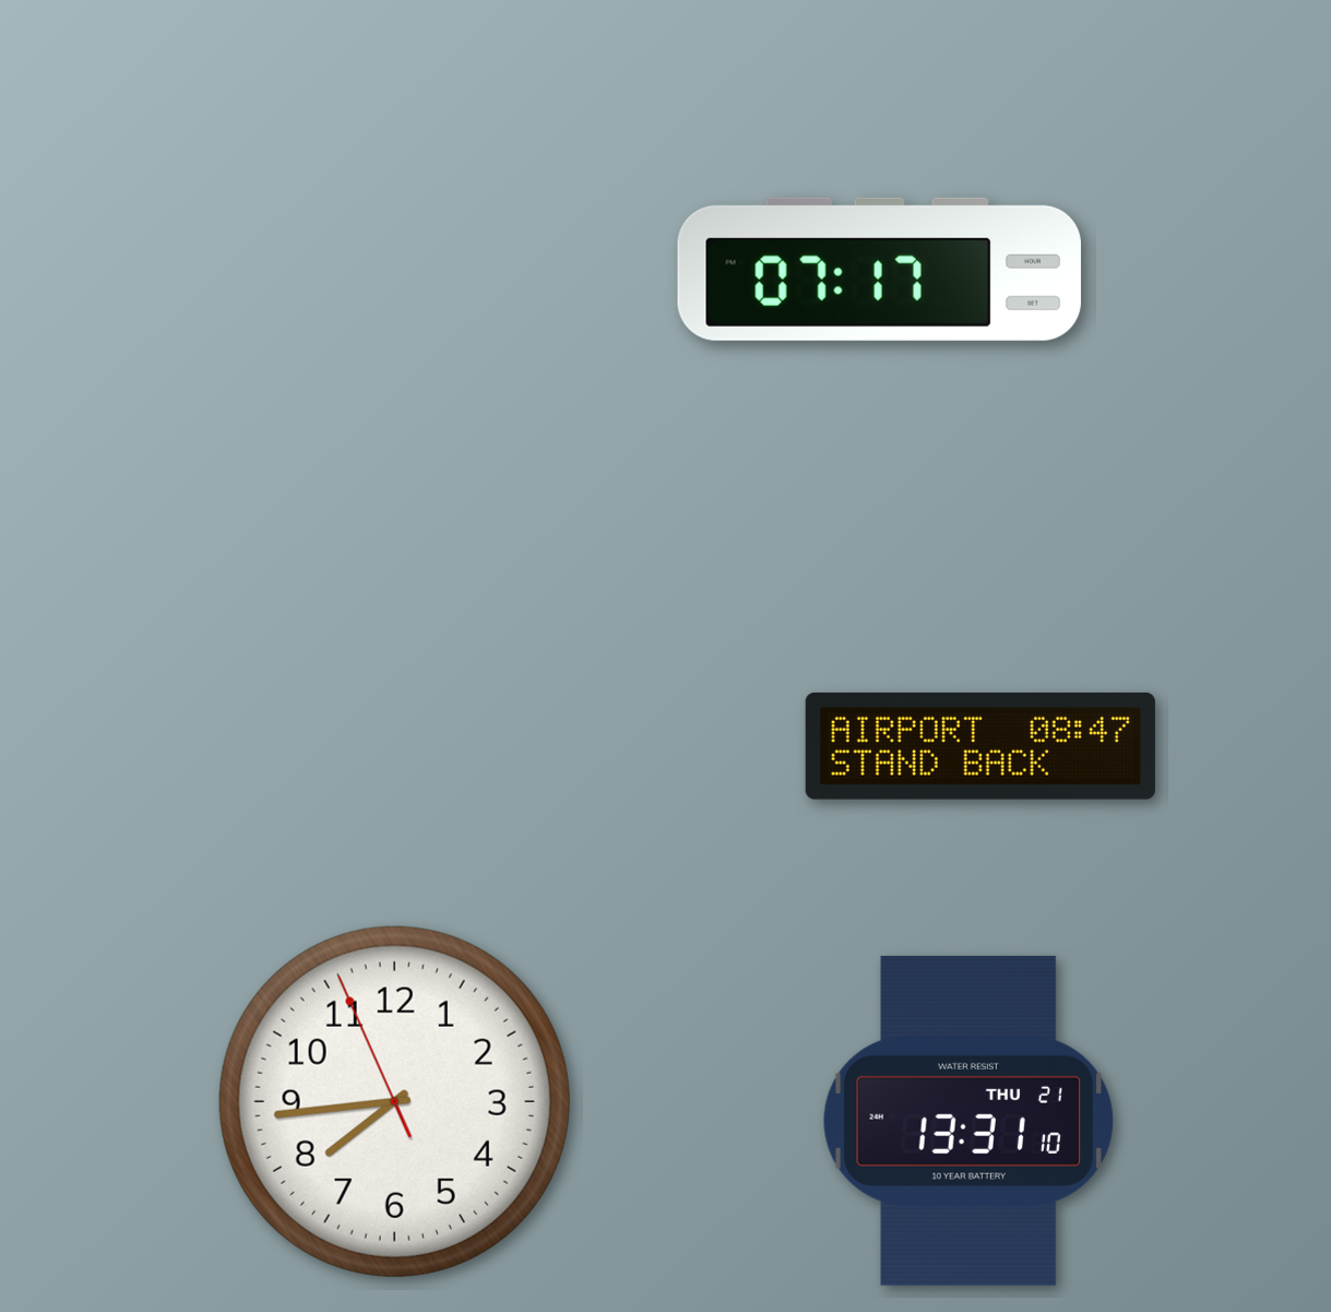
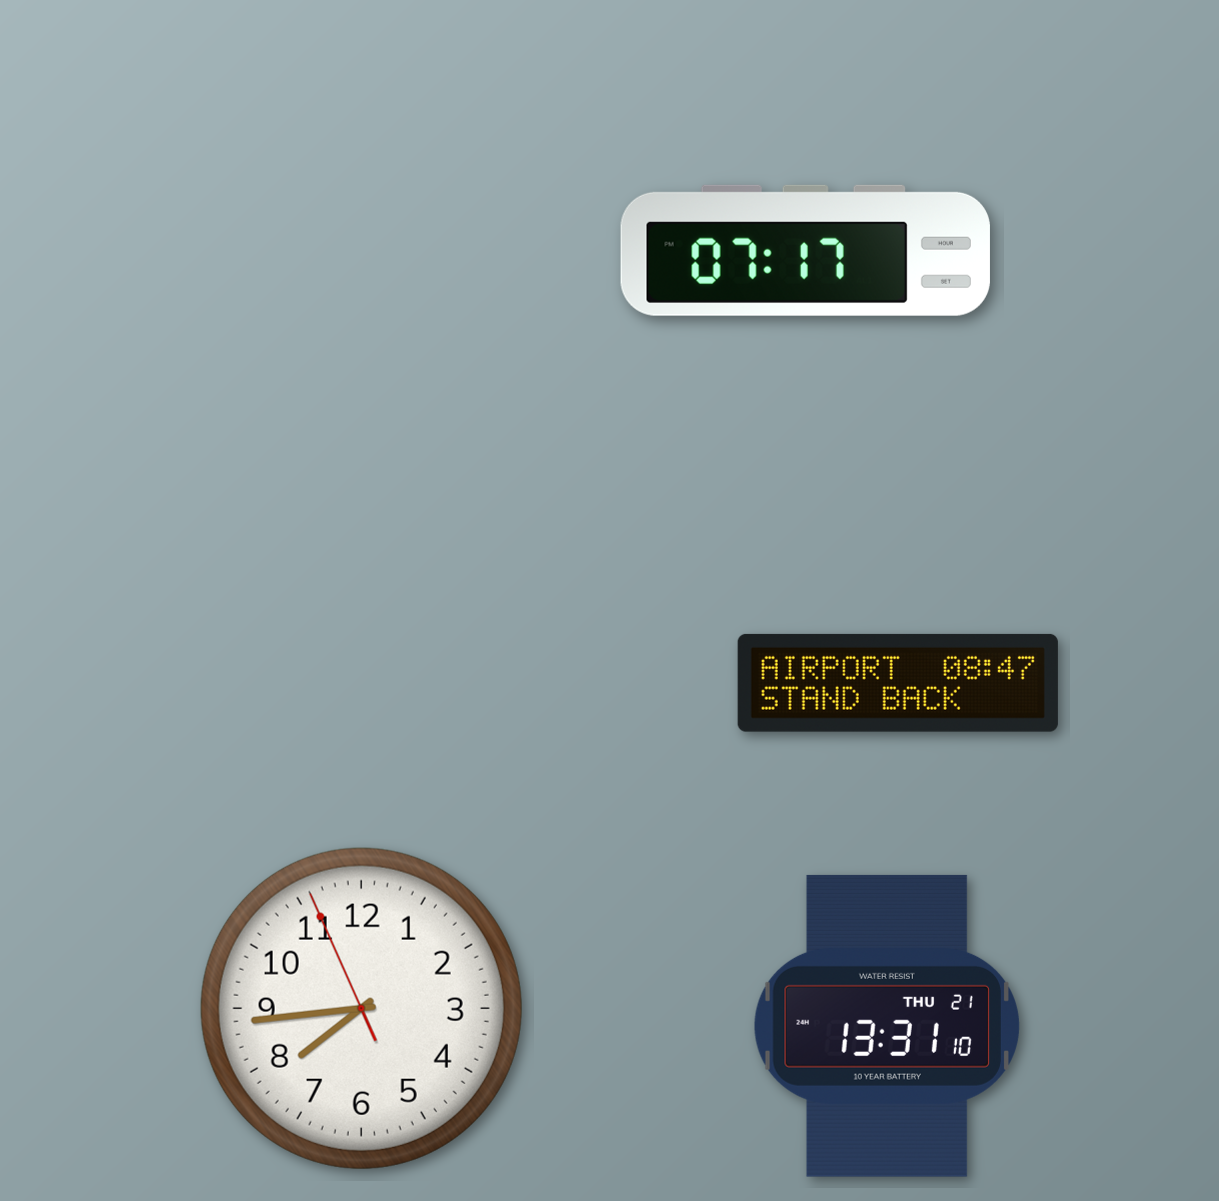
clock at (879, 269) position: (879, 269) -> (805, 250)
